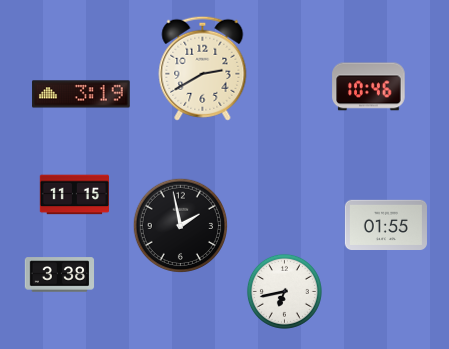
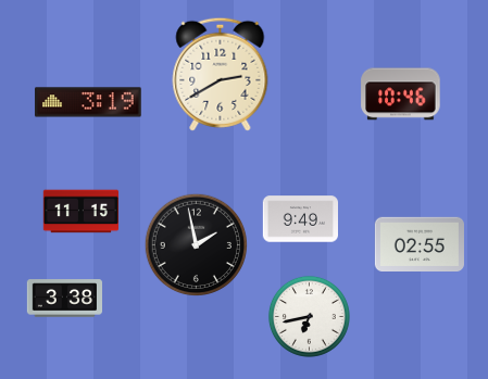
clock at (301, 219): none -> 9:49
clock at (386, 225): 01:55 -> 02:55
